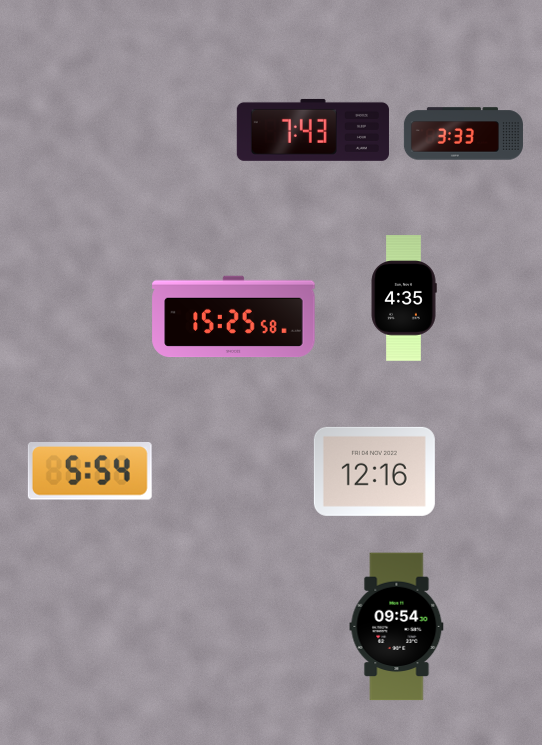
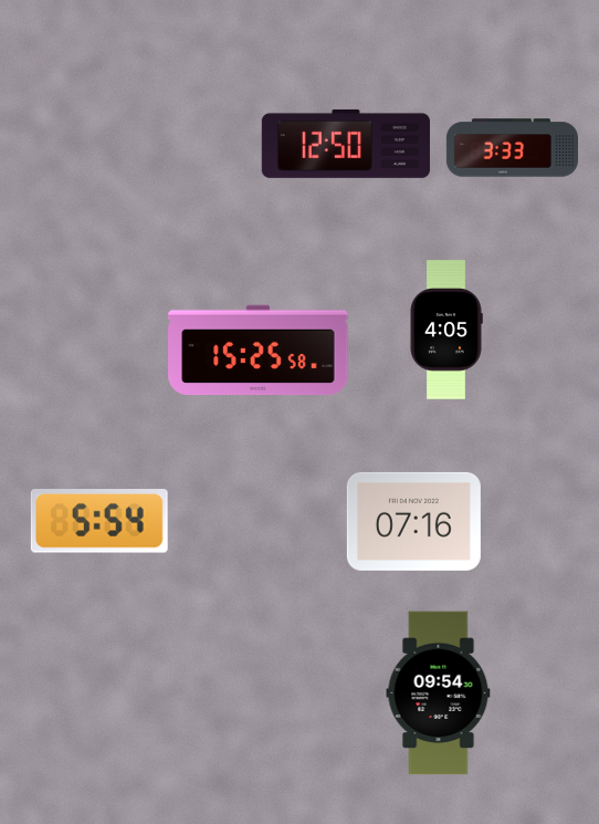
clock at (313, 130): 7:43 -> 12:50
clock at (404, 298): 4:35 -> 4:05
clock at (374, 471): 12:16 -> 07:16
